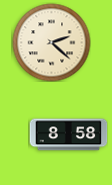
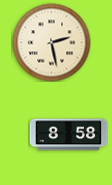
clock at (51, 42): 2:22 -> 2:28
